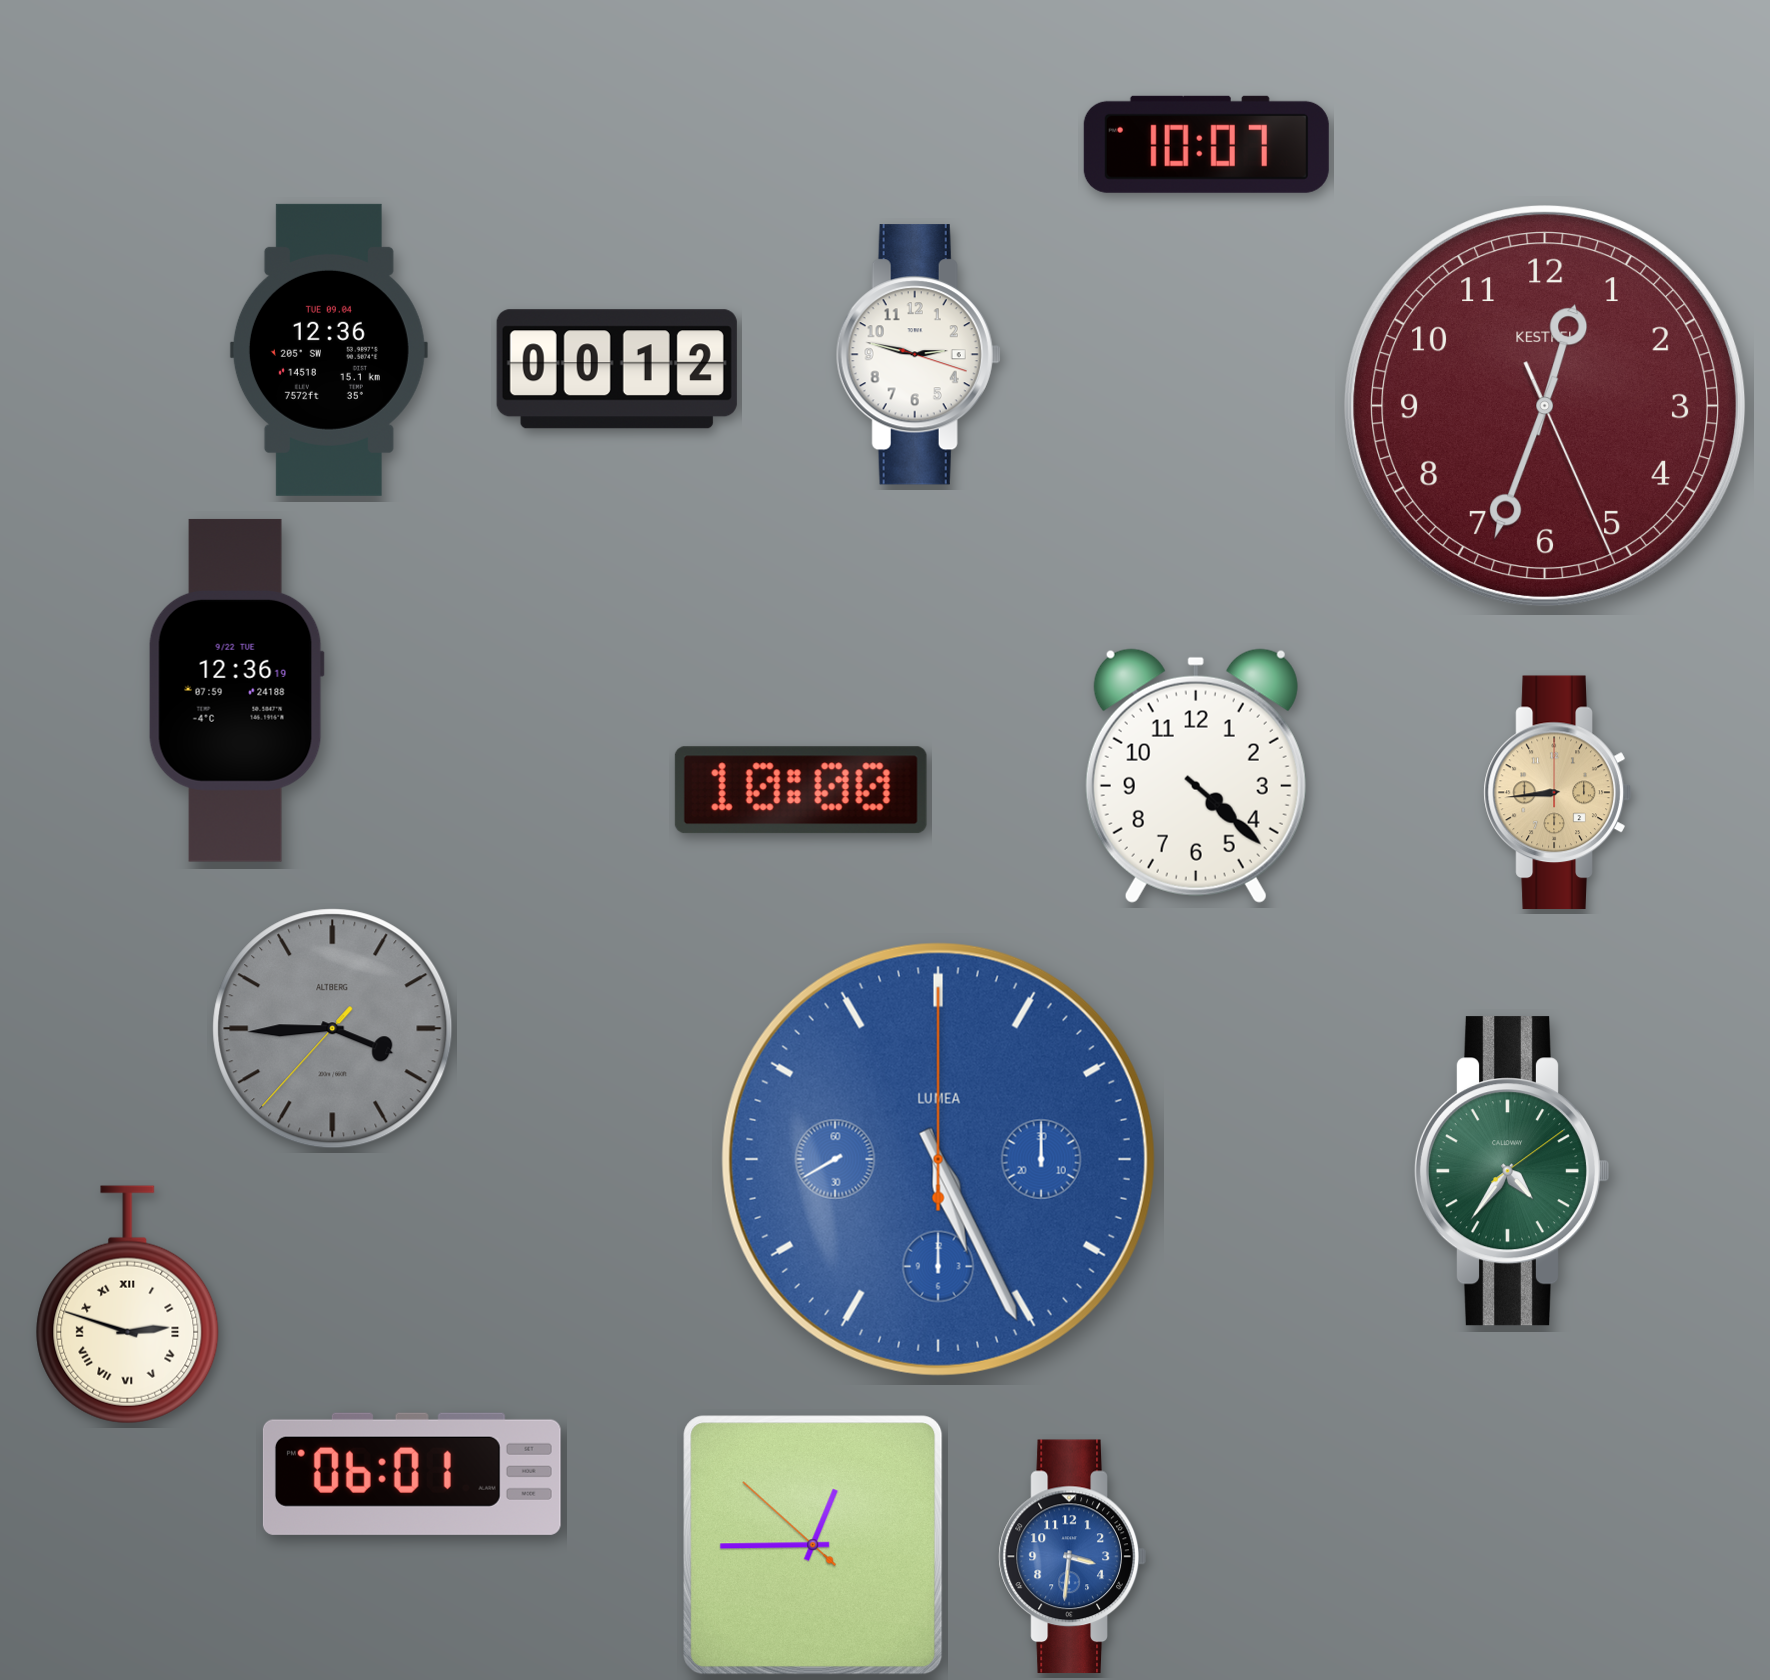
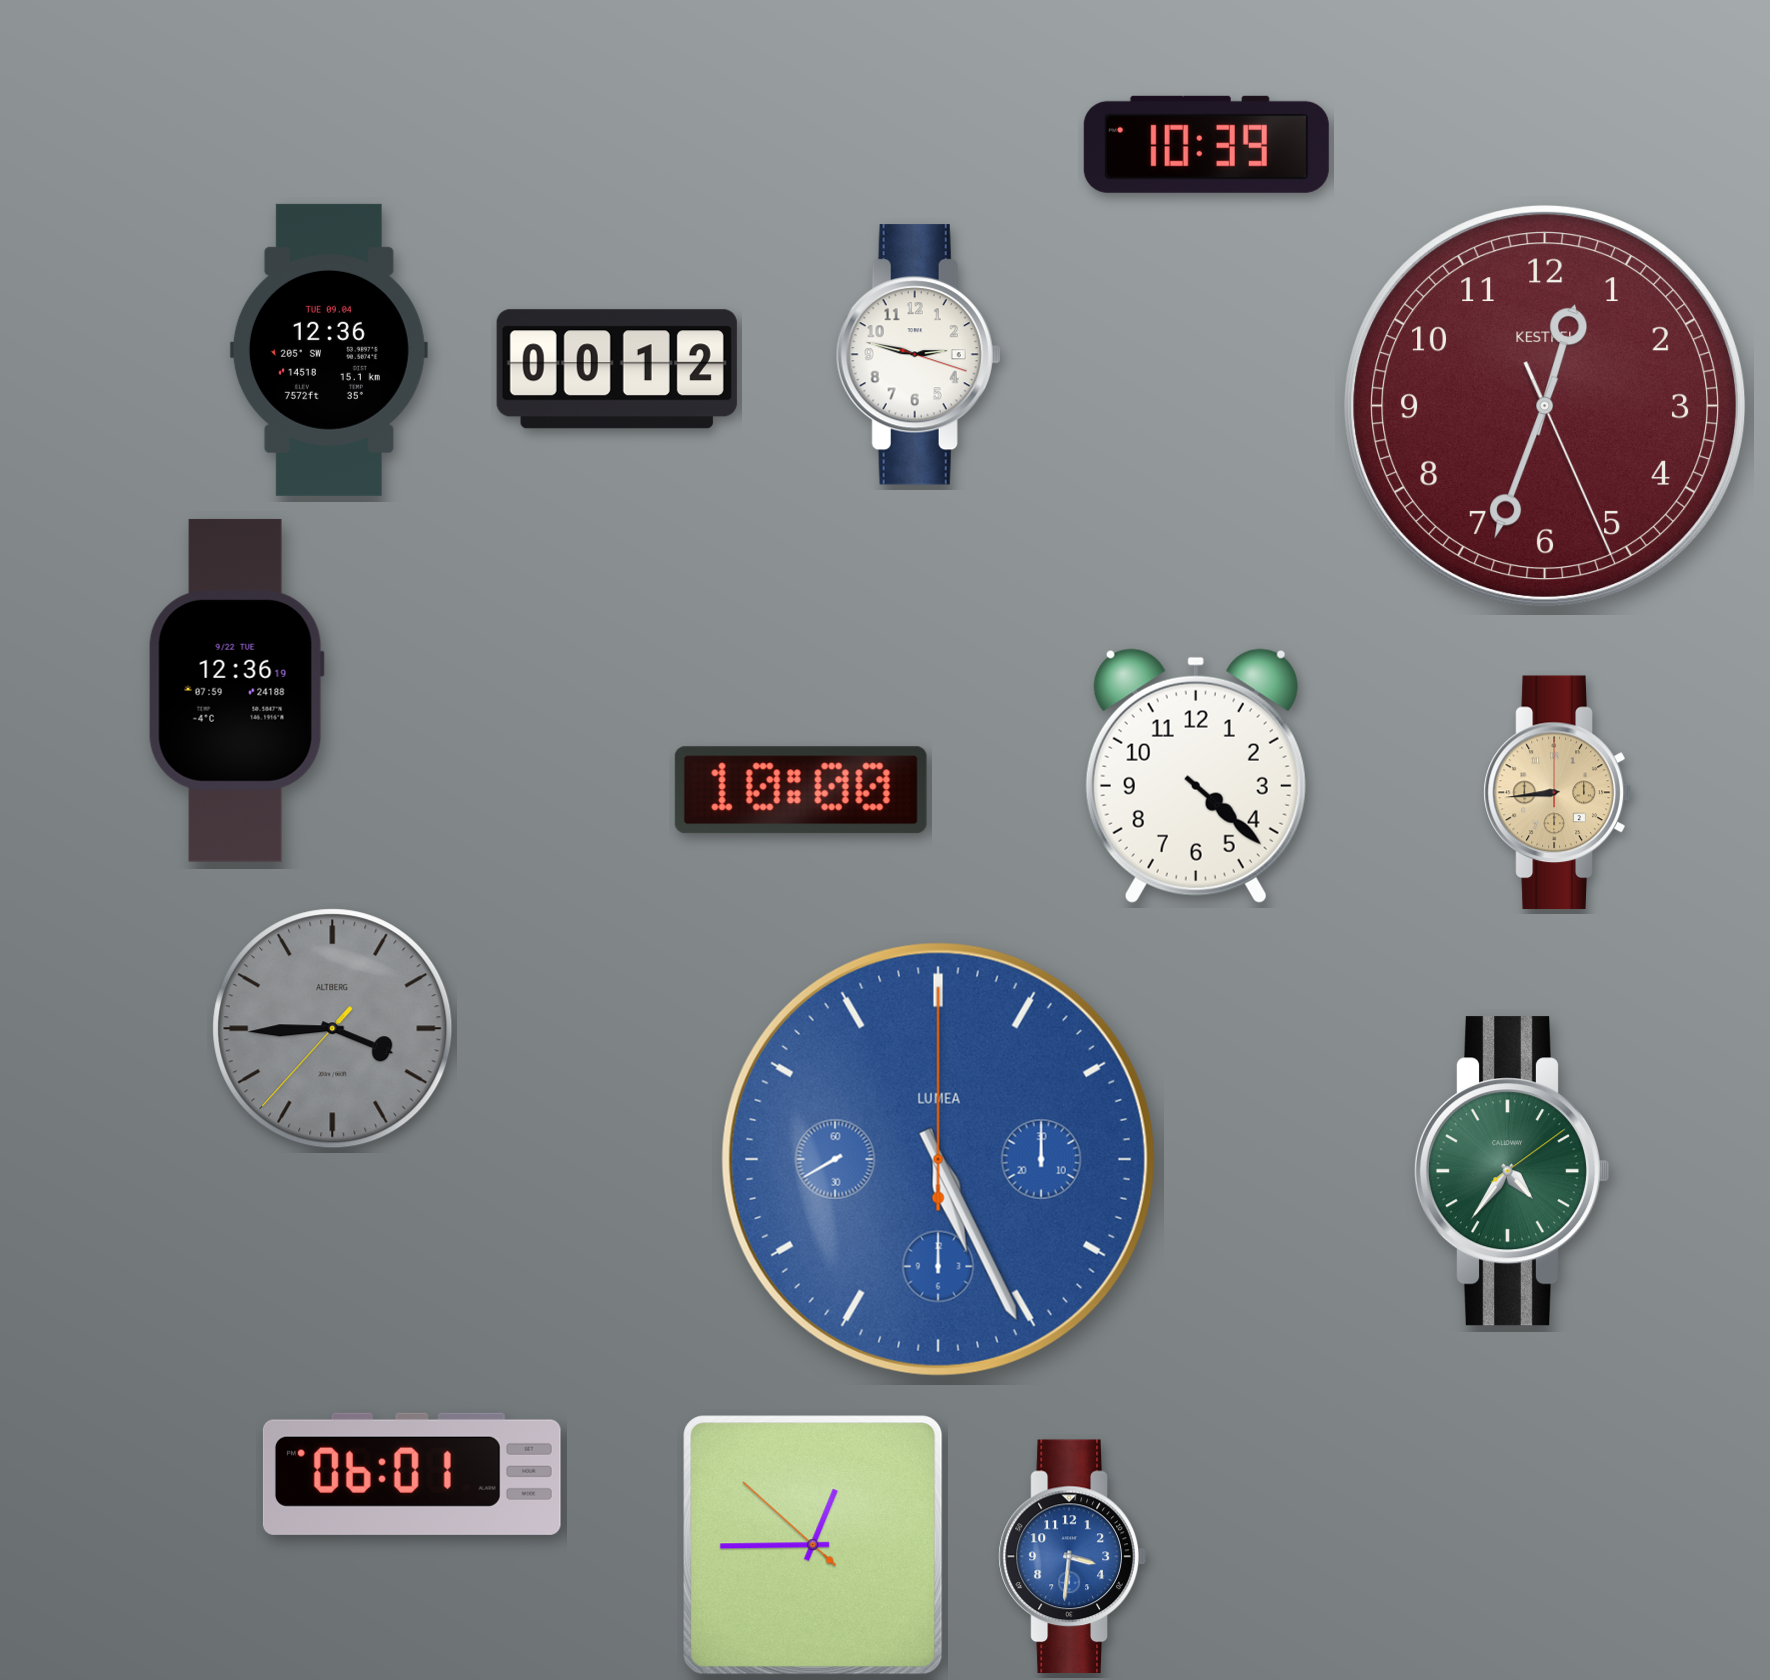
clock at (1206, 144): 10:07 -> 10:39
clock at (128, 1305): 2:48 -> none
